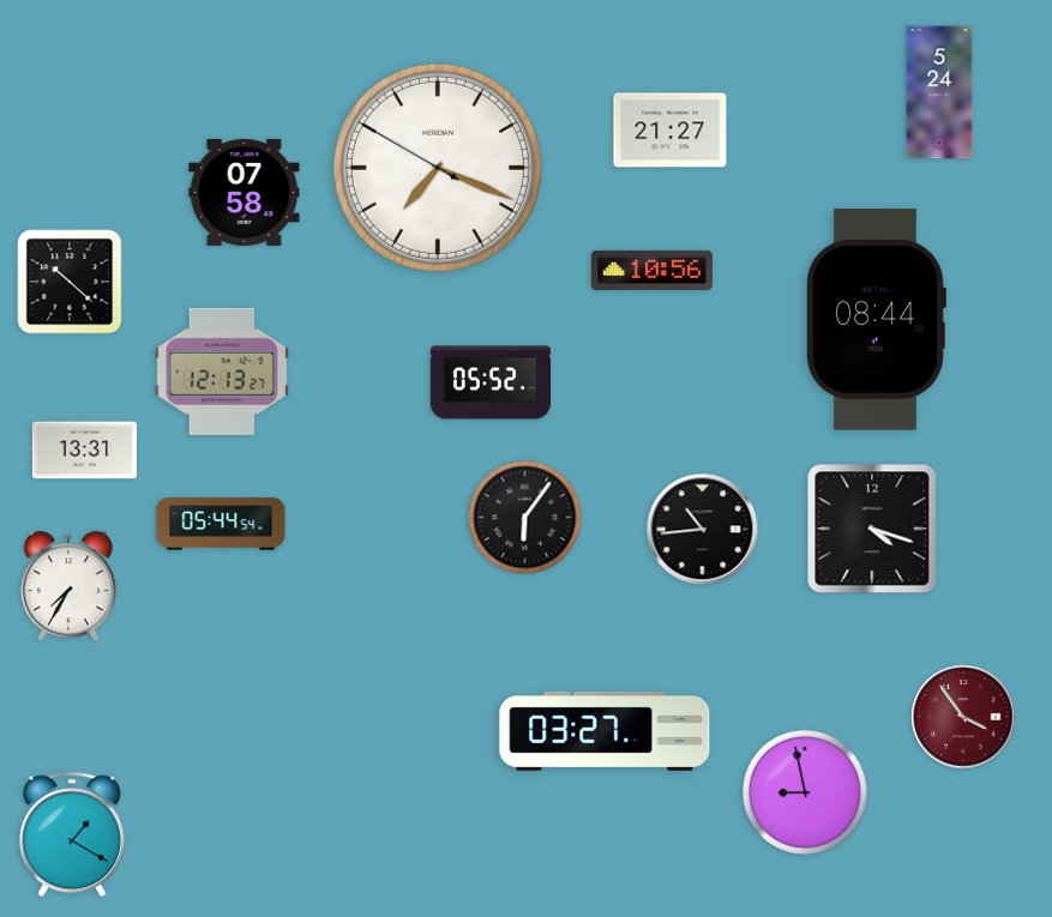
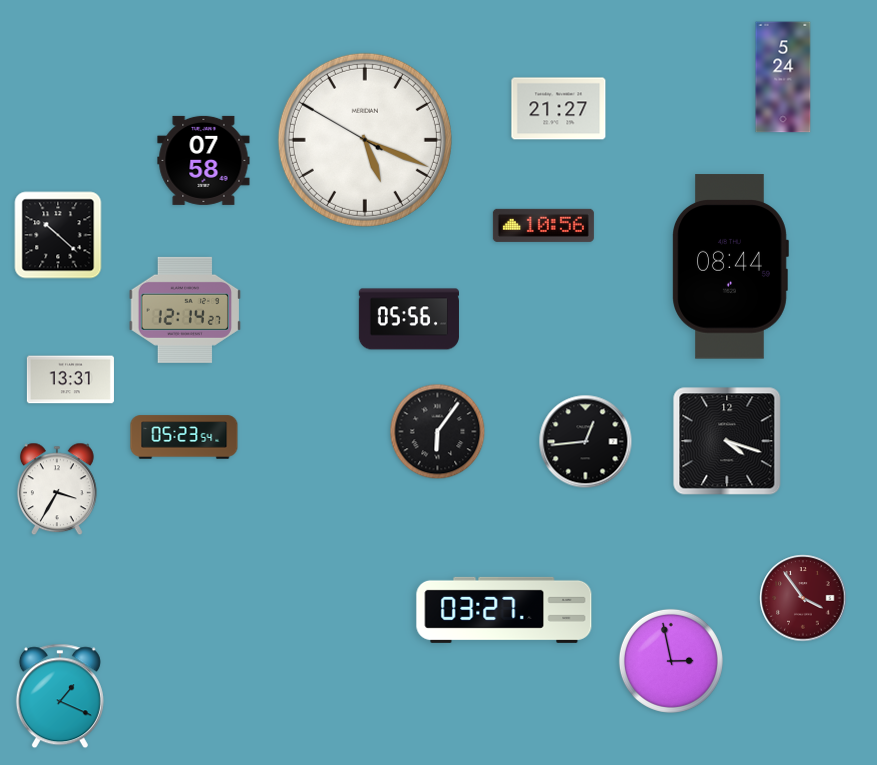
clock at (438, 168): 7:18 -> 5:18
clock at (222, 372): 12:13 -> 12:14
clock at (491, 382): 05:52 -> 05:56
clock at (84, 451) position: (84, 451) -> (70, 380)
clock at (221, 524): 05:44 -> 05:23
clock at (703, 530): 10:44 -> 12:44
clock at (68, 586): 7:35 -> 3:35
clock at (805, 792): 8:58 -> 2:58
clock at (72, 834): 1:20 -> 1:19
